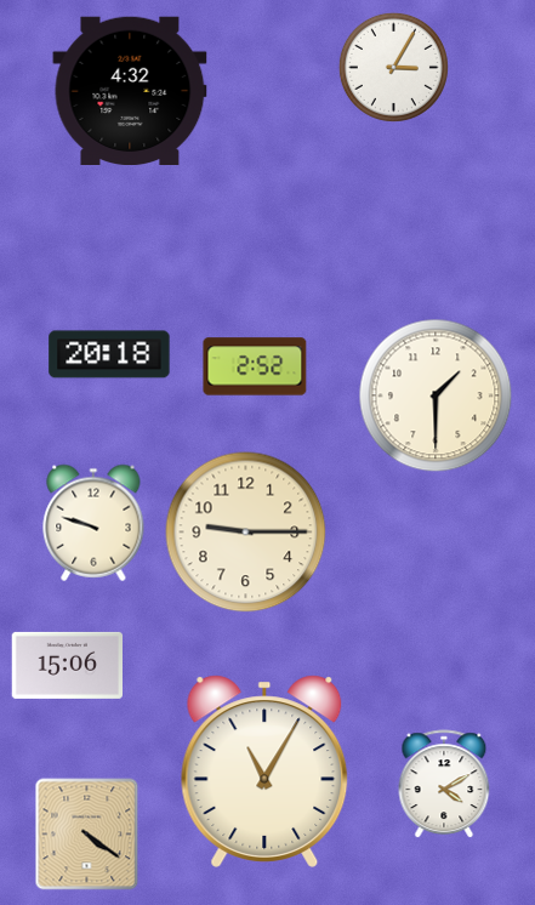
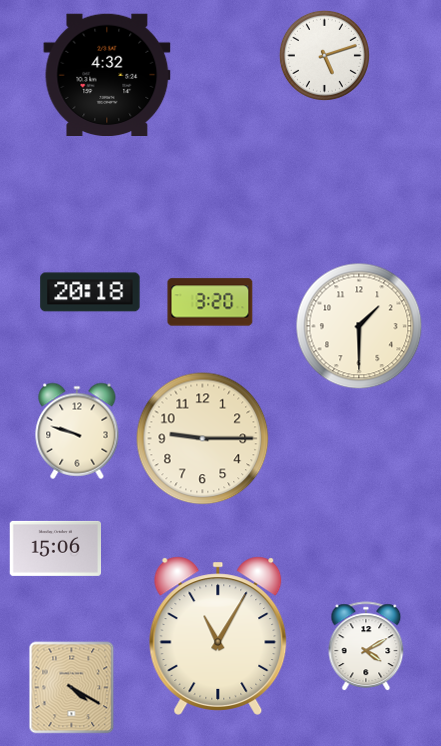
clock at (393, 67): 3:05 -> 5:12
clock at (255, 366): 2:52 -> 3:20
clock at (87, 835): 4:21 -> 4:20
